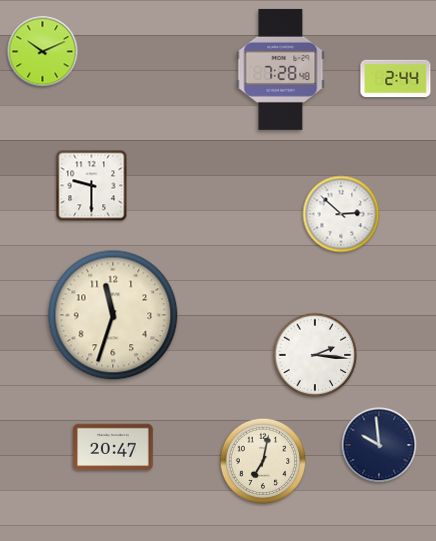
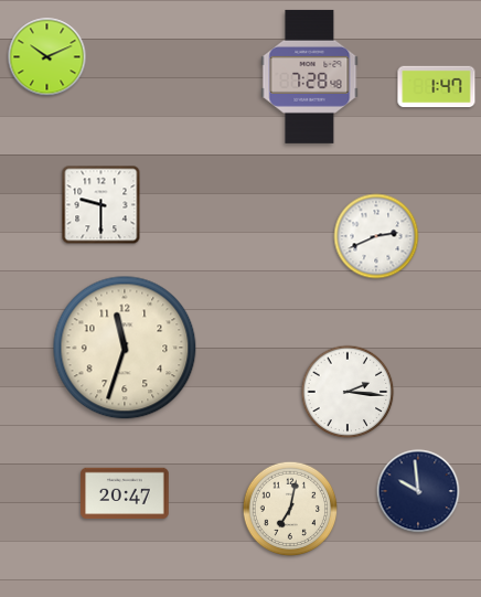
clock at (396, 79): 2:44 -> 1:47
clock at (341, 214): 2:52 -> 2:41
